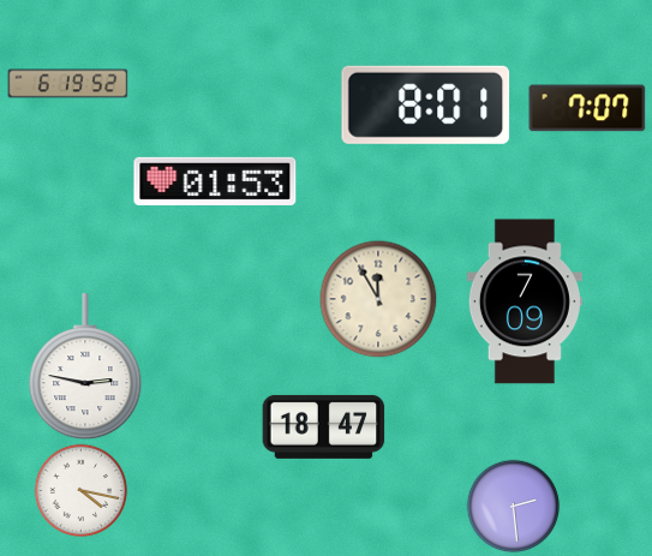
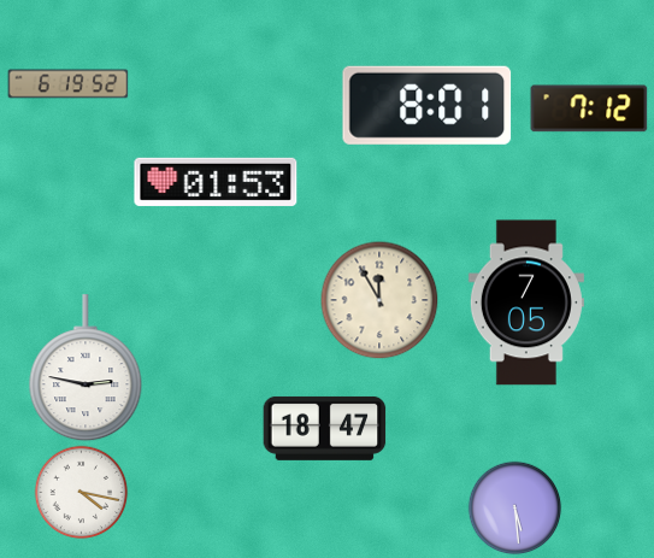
clock at (587, 108): 7:07 -> 7:12
clock at (525, 301): 7:09 -> 7:05
clock at (513, 506): 2:29 -> 5:29
